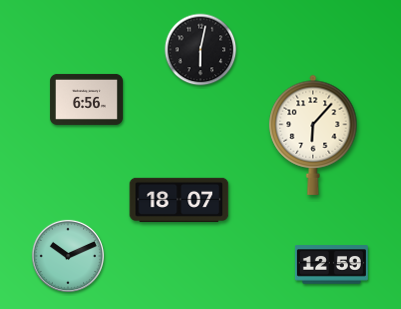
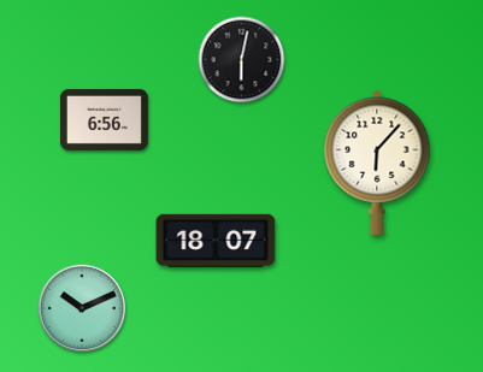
clock at (331, 265): 12:59 -> none
